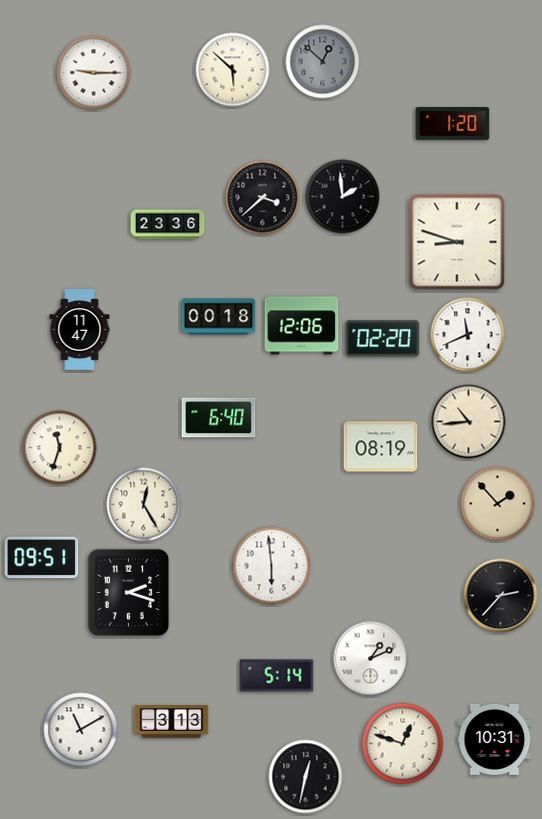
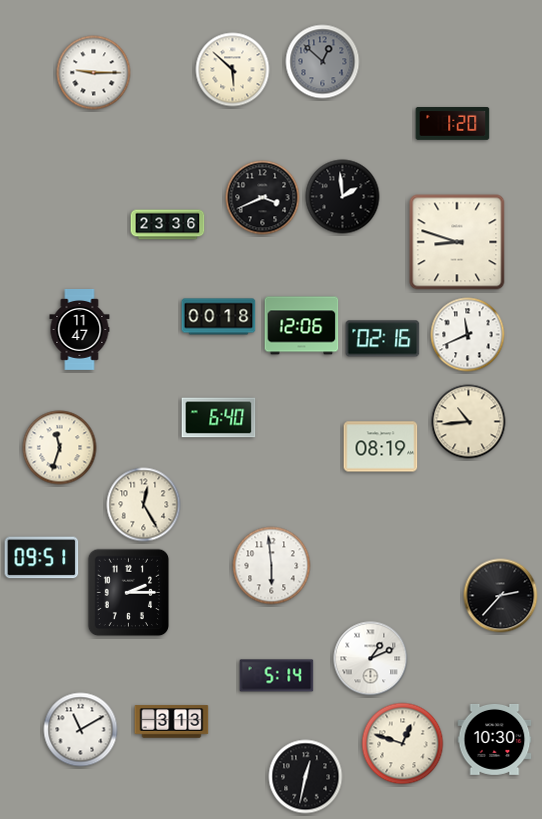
clock at (263, 198): 3:38 -> 3:41
clock at (383, 339): 02:20 -> 02:16
clock at (498, 504): 1:53 -> none
clock at (129, 593): 2:18 -> 2:15
clock at (495, 739): 10:31 -> 10:30
